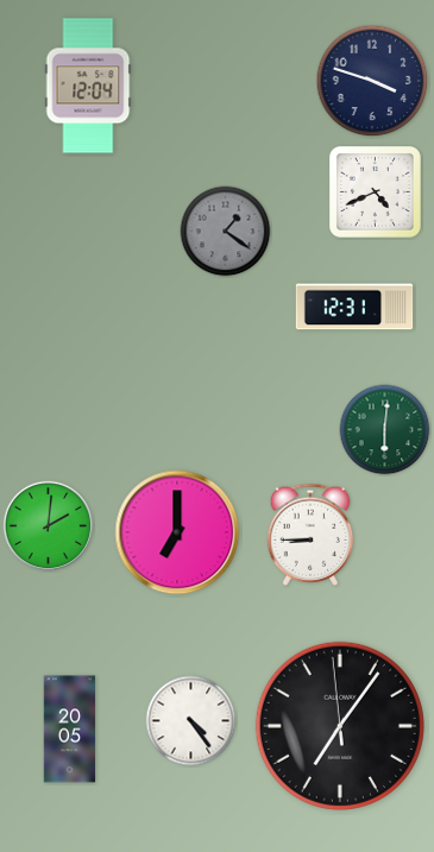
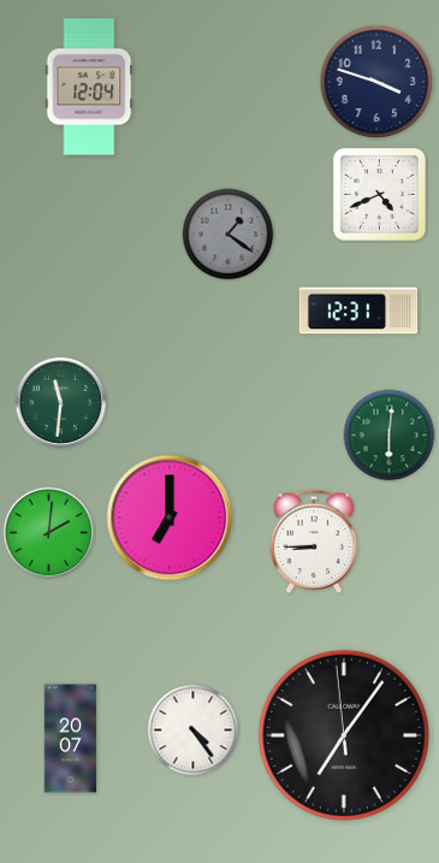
clock at (61, 403): none -> 11:31
clock at (177, 532) position: (177, 532) -> (170, 518)
clock at (70, 730): 20:05 -> 20:07
